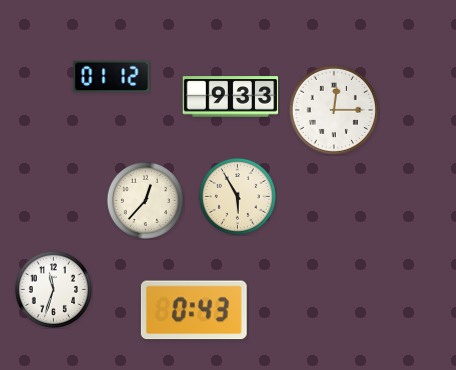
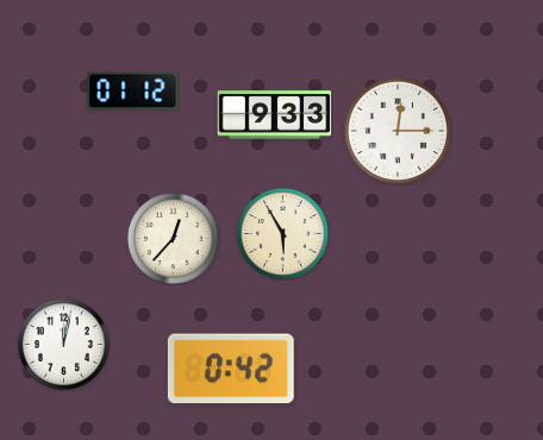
clock at (53, 289): 11:33 -> 12:02
clock at (194, 310): 0:43 -> 0:42
